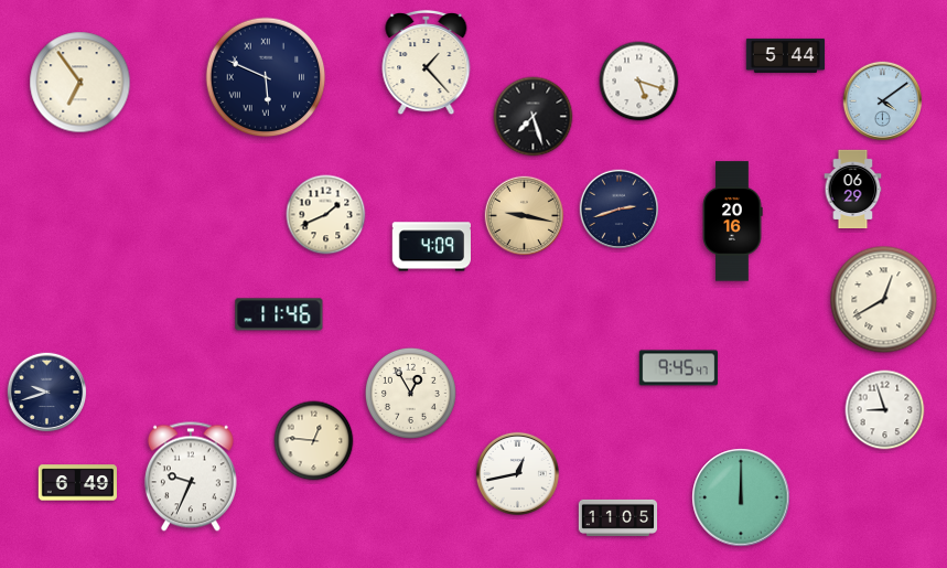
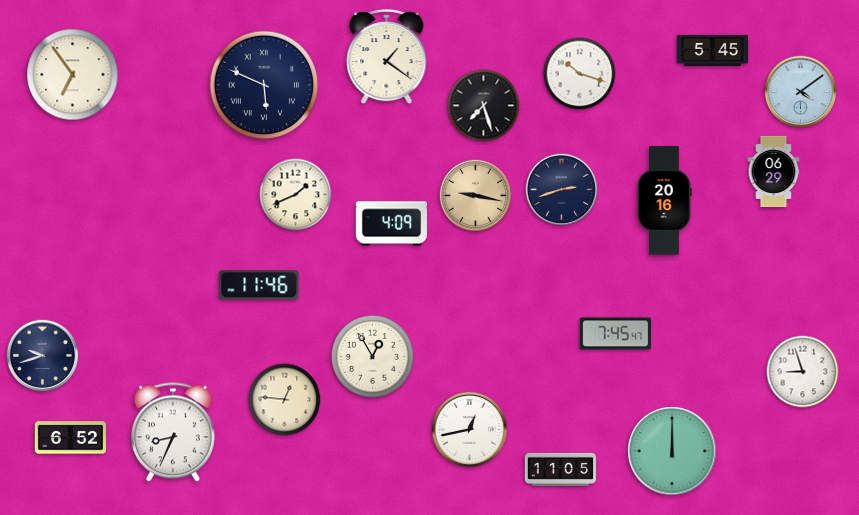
clock at (786, 55): 5:44 -> 5:45
clock at (427, 64): 1:23 -> 1:21
clock at (266, 77) position: (266, 77) -> (264, 85)
clock at (639, 82): 5:18 -> 10:18
clock at (884, 300): 12:40 -> none
clock at (279, 314) position: (279, 314) -> (259, 285)
clock at (678, 368): 9:45 -> 7:45
clock at (191, 476): 9:34 -> 8:34
clock at (77, 483): 6:49 -> 6:52
